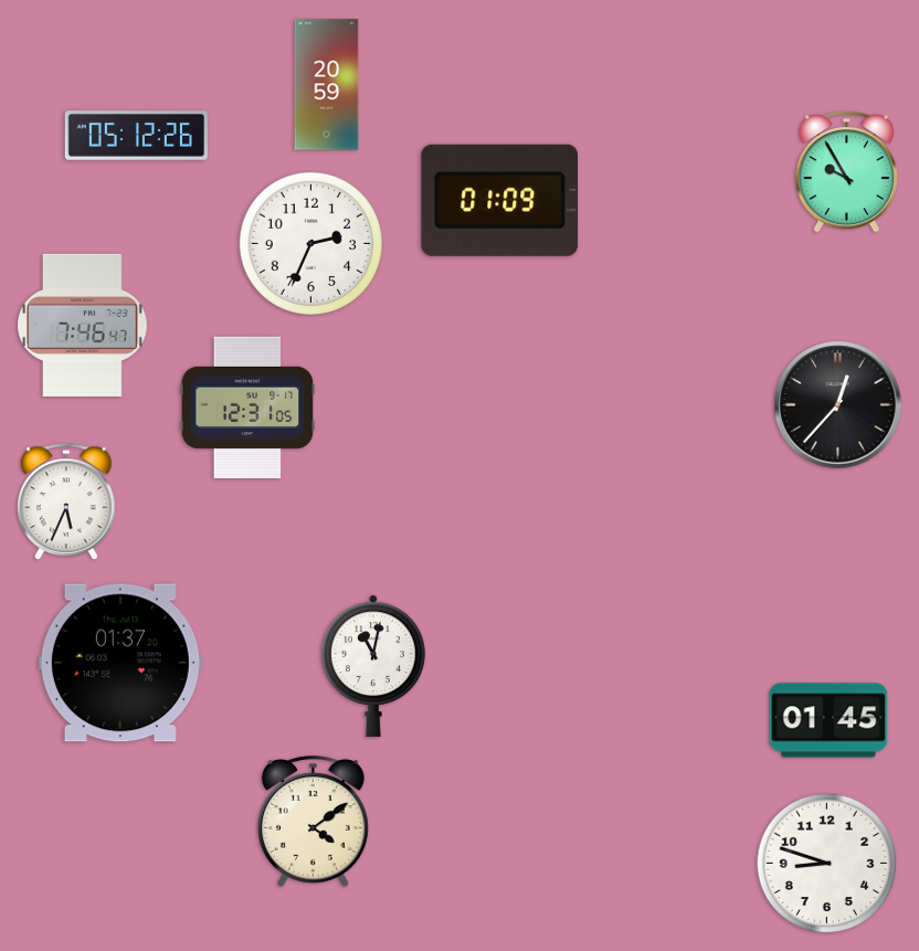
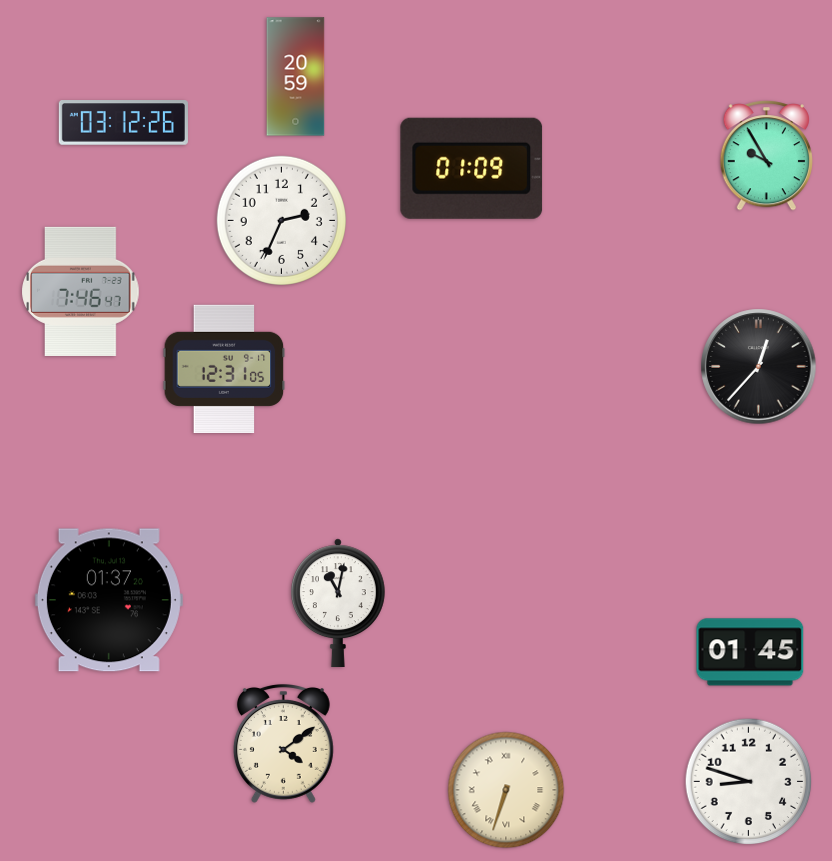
clock at (136, 136): 05:12 -> 03:12
clock at (500, 200) position: (500, 200) -> (472, 168)
clock at (83, 325) position: (83, 325) -> (81, 291)
clock at (67, 503): 5:34 -> none
clock at (506, 790): none -> 6:33
